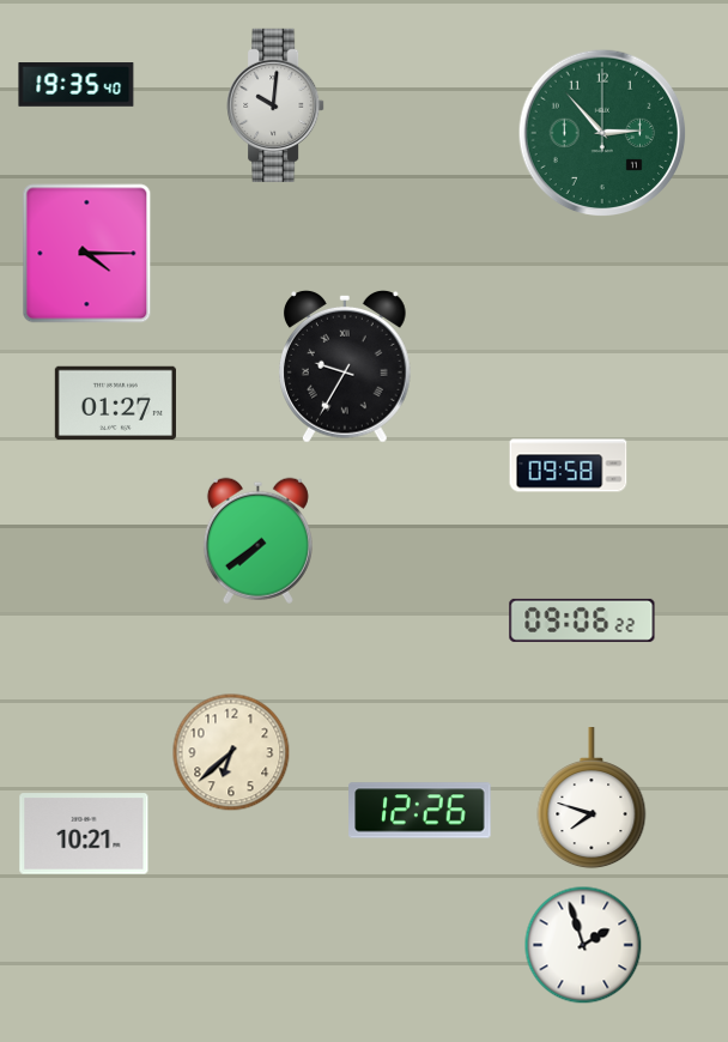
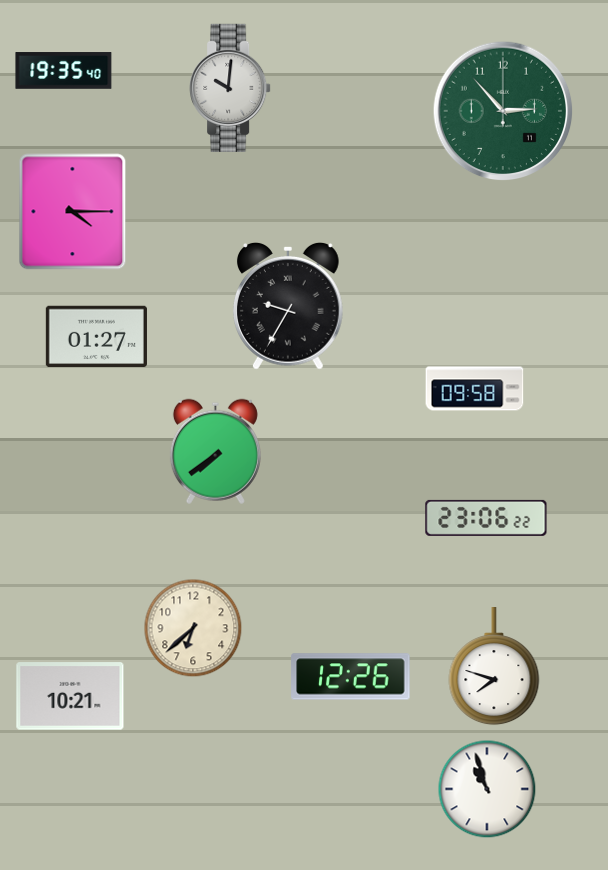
clock at (582, 620): 09:06 -> 23:06
clock at (583, 945): 1:57 -> 10:57
